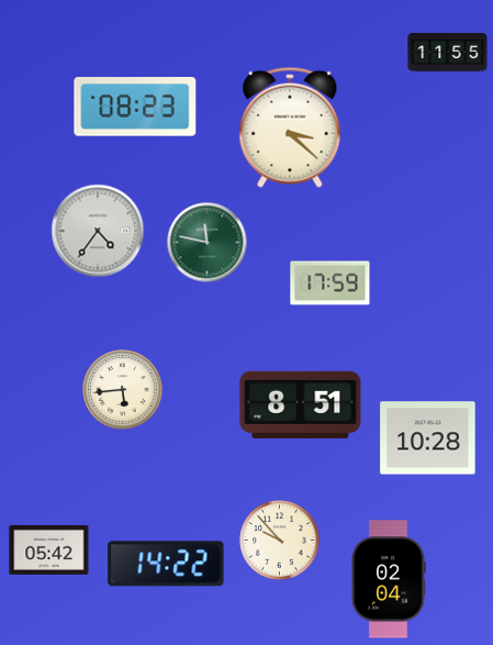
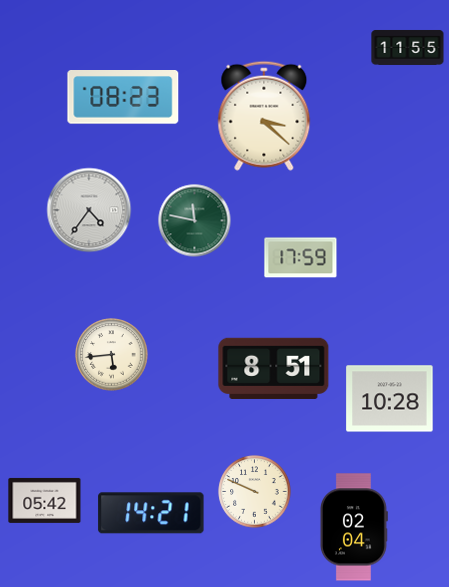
clock at (208, 243) position: (208, 243) -> (195, 221)
clock at (280, 541): 9:53 -> 9:49
clock at (166, 564): 14:22 -> 14:21
